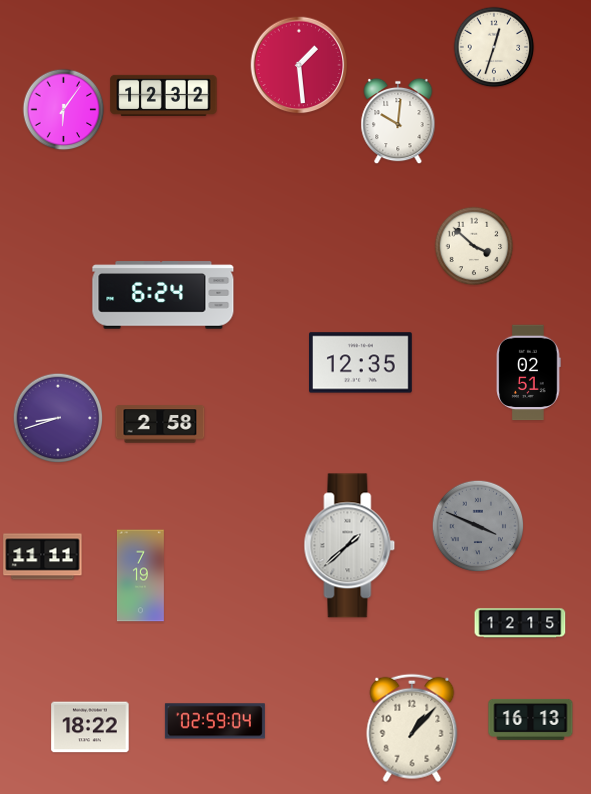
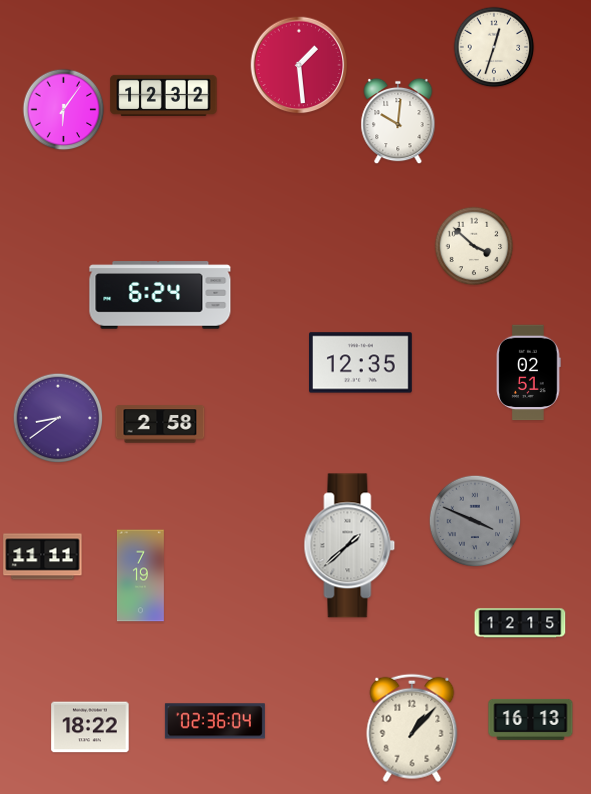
clock at (163, 295) position: (163, 295) -> (160, 295)
clock at (58, 418): 8:42 -> 8:39
clock at (478, 526) position: (478, 526) -> (475, 521)
clock at (215, 721): 02:59 -> 02:36
